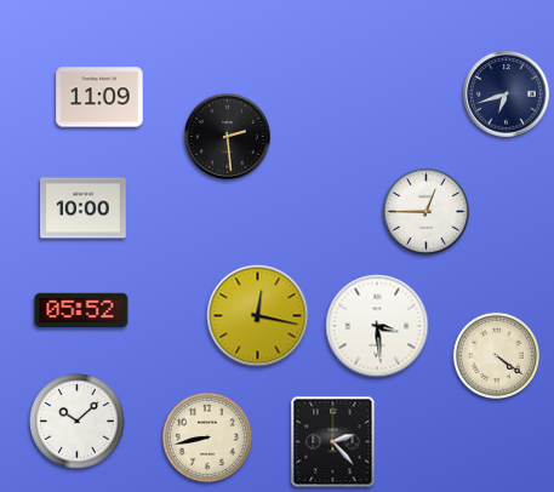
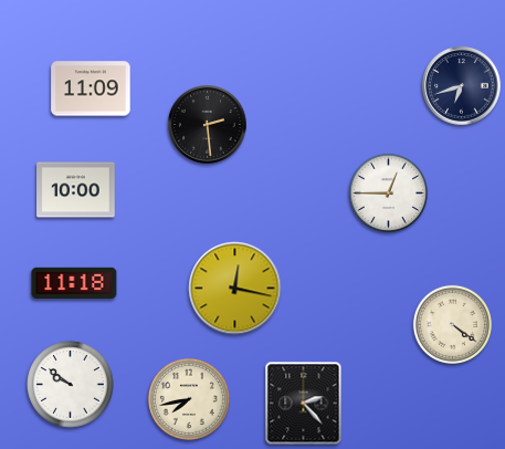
clock at (81, 309): 05:52 -> 11:18
clock at (377, 326): 3:29 -> none
clock at (78, 422): 10:08 -> 9:51
clock at (207, 437): 8:43 -> 7:43
